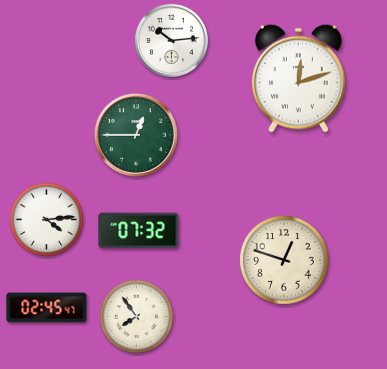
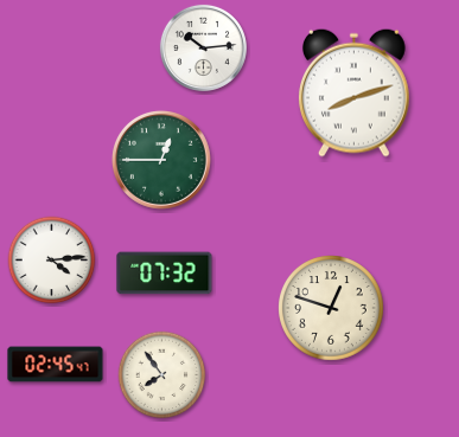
clock at (298, 78): 12:12 -> 8:12
clock at (47, 220) position: (47, 220) -> (52, 261)
clock at (285, 261) position: (285, 261) -> (332, 309)
